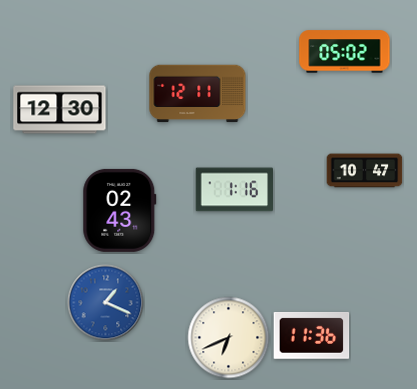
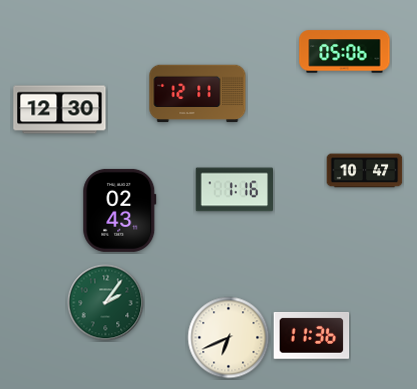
clock at (345, 52): 05:02 -> 05:06
clock at (106, 303): 1:19 -> 2:06
clock at (106, 303) dial: blue -> green
